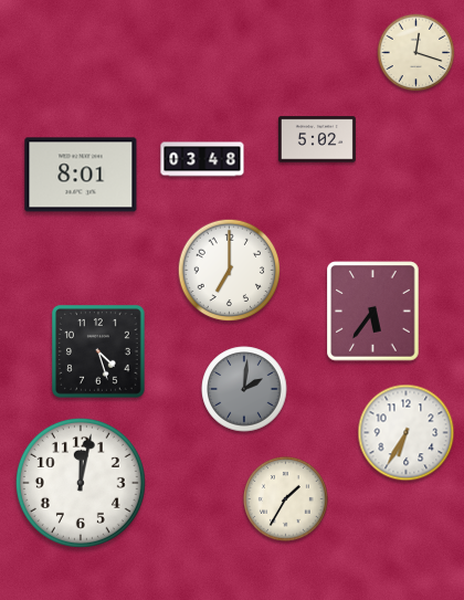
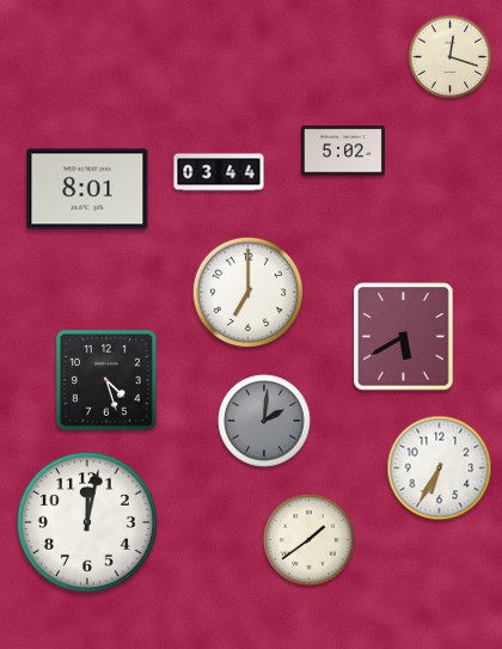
clock at (202, 159): 03:48 -> 03:44
clock at (373, 312): 5:36 -> 5:40
clock at (286, 499): 1:35 -> 1:39
